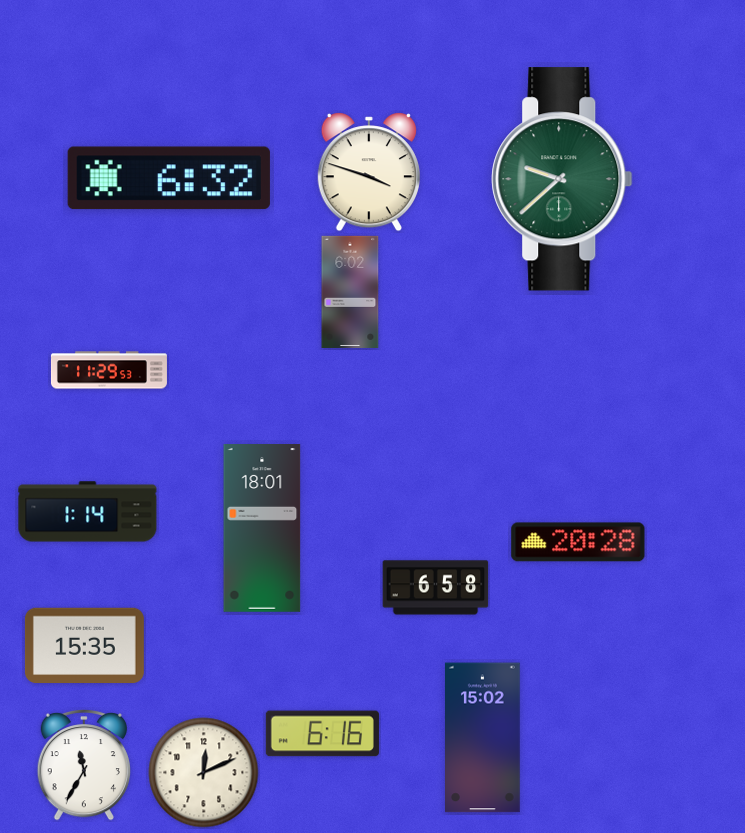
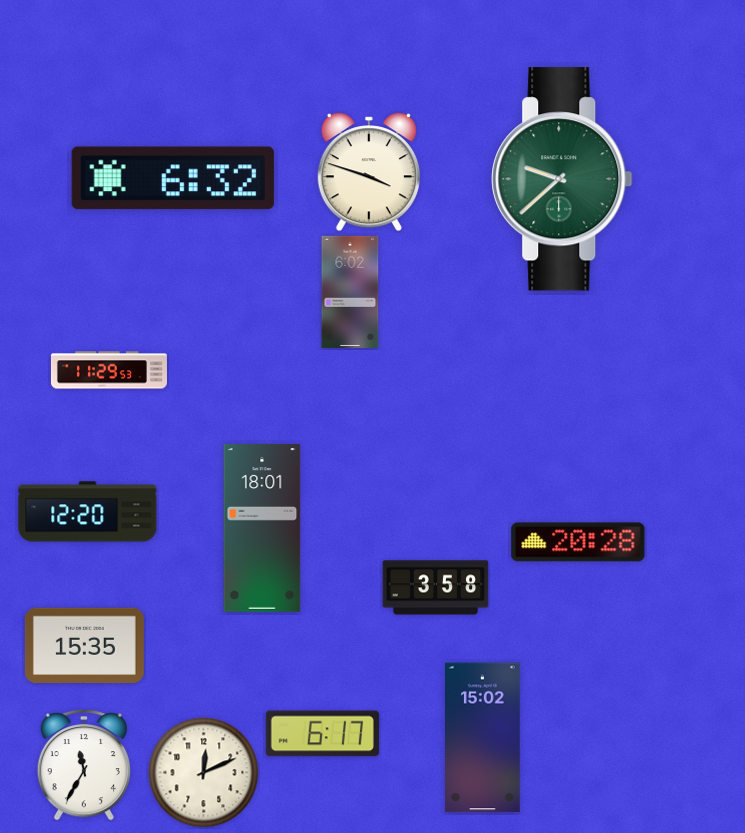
clock at (169, 178) position: (169, 178) -> (173, 178)
clock at (88, 512): 1:14 -> 12:20
clock at (436, 588): 6:58 -> 3:58
clock at (322, 734): 6:16 -> 6:17
